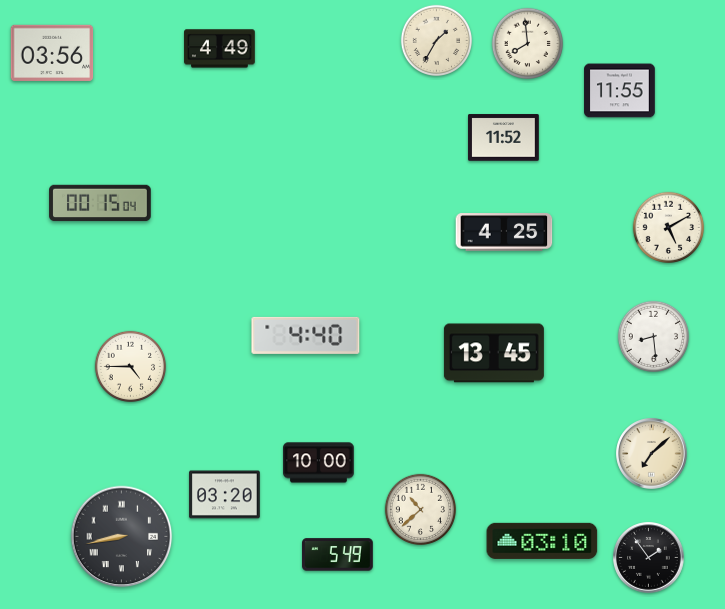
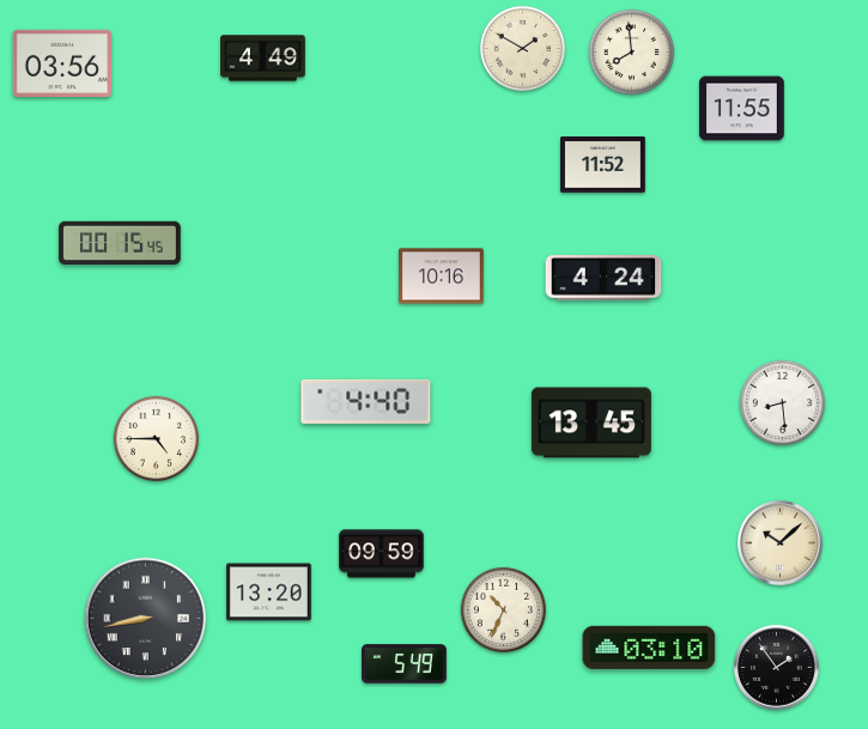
clock at (437, 41): 1:35 -> 1:50
clock at (100, 203): 00:15:04 -> 00:15:45
clock at (669, 228): 5:10 -> none
clock at (442, 277): none -> 10:16
clock at (504, 232): 4:25 -> 4:24
clock at (652, 454): 7:08 -> 10:08
clock at (319, 463): 10:00 -> 09:59
clock at (225, 495): 03:20 -> 13:20
clock at (421, 510): 10:38 -> 10:34
clock at (122, 537) position: (122, 537) -> (146, 619)
